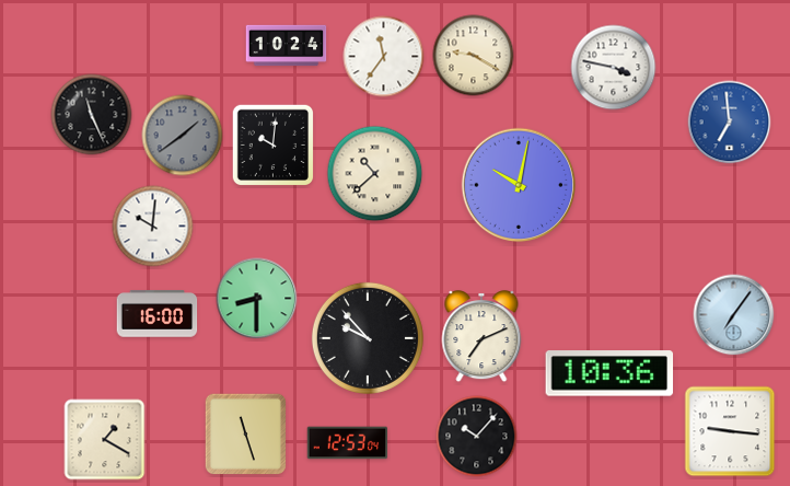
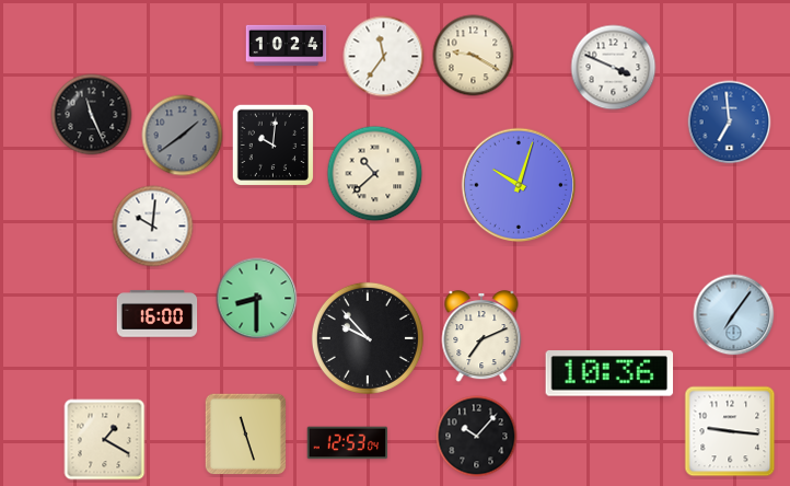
clock at (614, 68): 3:47 -> 3:49
clock at (519, 185): 10:02 -> 10:03
